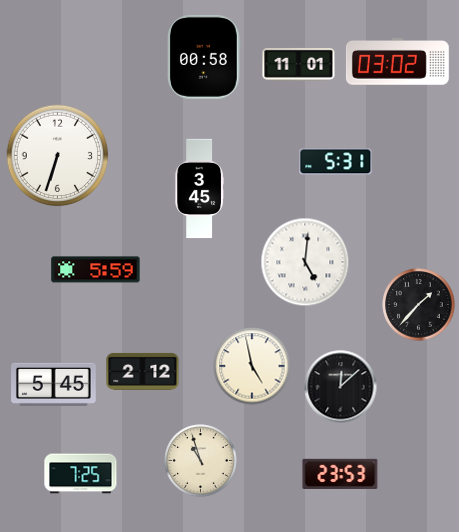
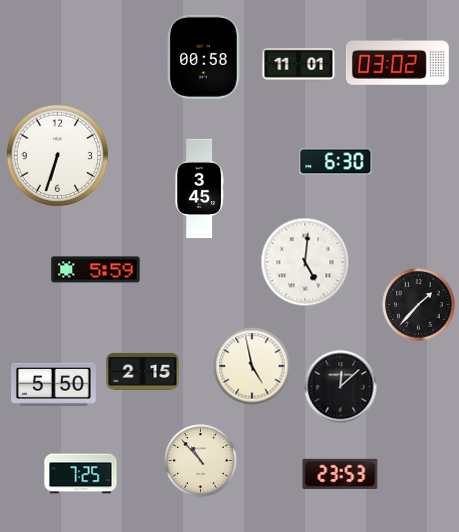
clock at (336, 162): 5:31 -> 6:30
clock at (143, 371): 2:12 -> 2:15
clock at (54, 384): 5:45 -> 5:50
clock at (201, 461): 10:57 -> 10:53
